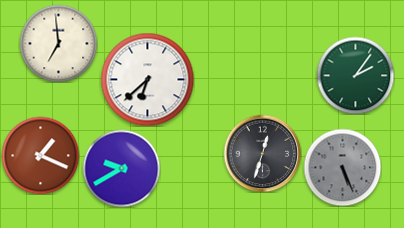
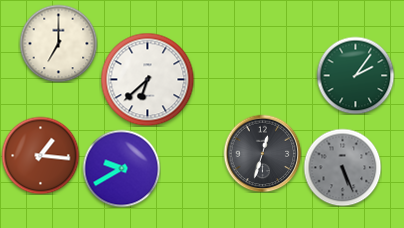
clock at (58, 43): 6:59 -> 7:00
clock at (40, 155): 1:19 -> 1:16
